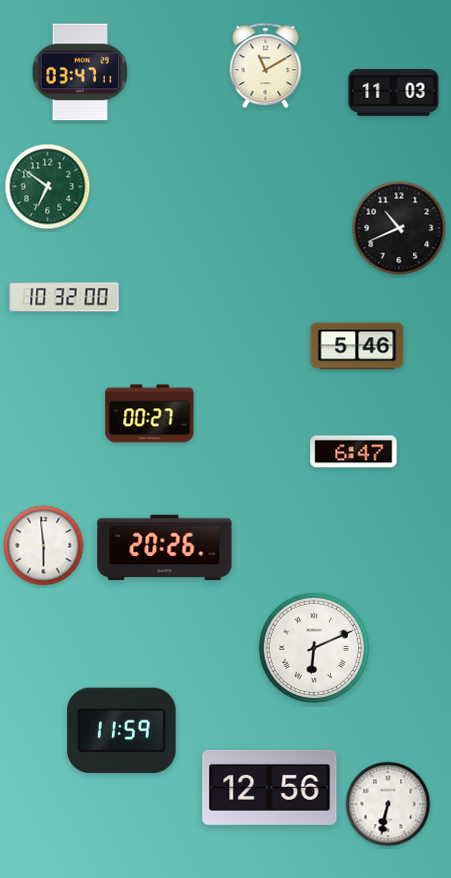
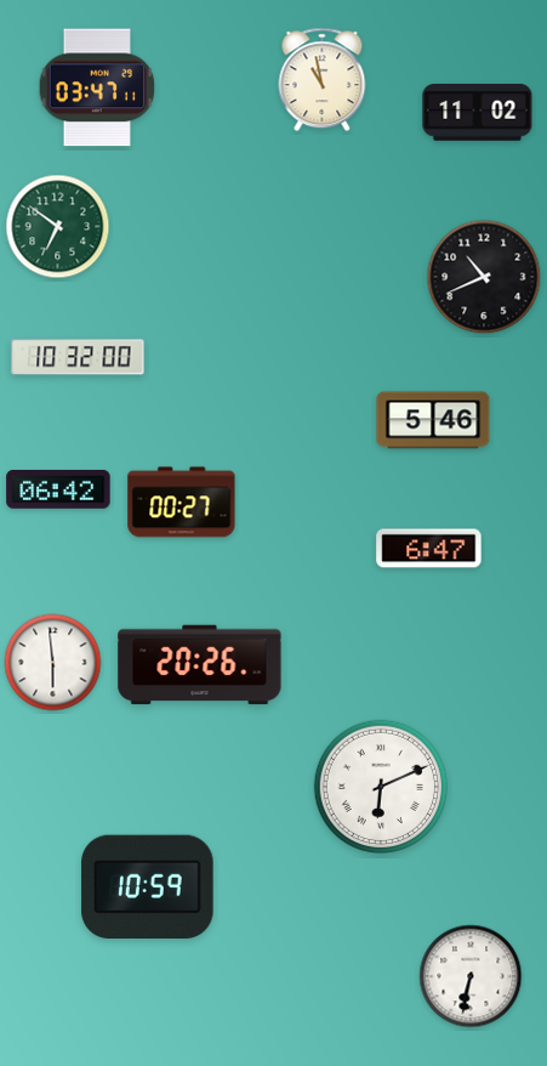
clock at (266, 66): 11:10 -> 10:58
clock at (394, 93): 11:03 -> 11:02
clock at (64, 297) position: (64, 297) -> (78, 357)
clock at (58, 491): none -> 06:42
clock at (122, 730): 11:59 -> 10:59
clock at (270, 787): 12:56 -> none
